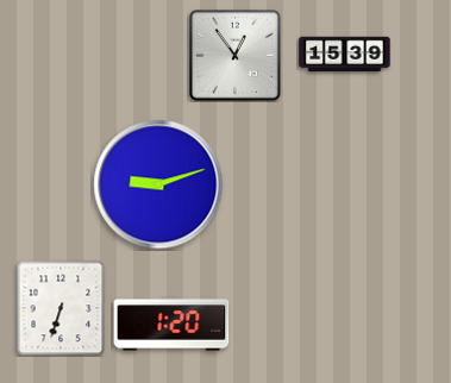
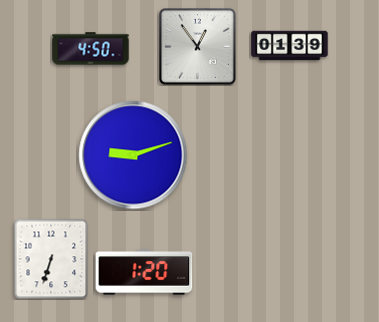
clock at (345, 55): 15:39 -> 01:39
clock at (91, 49): none -> 4:50
